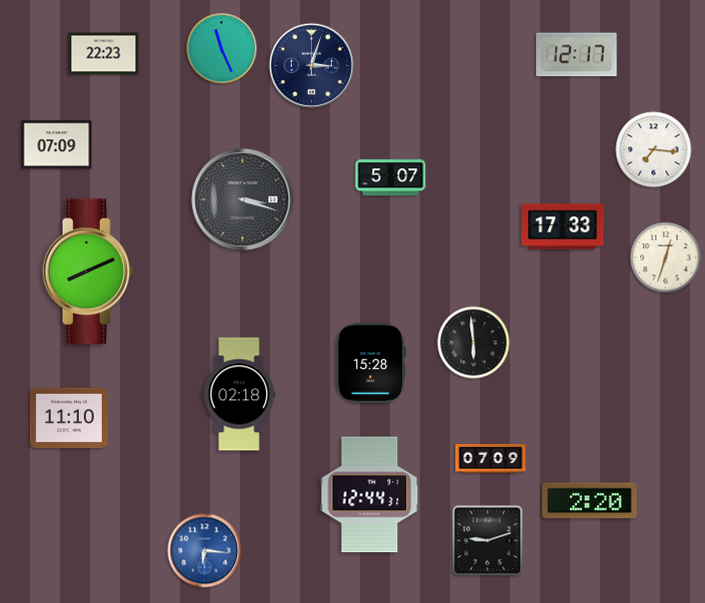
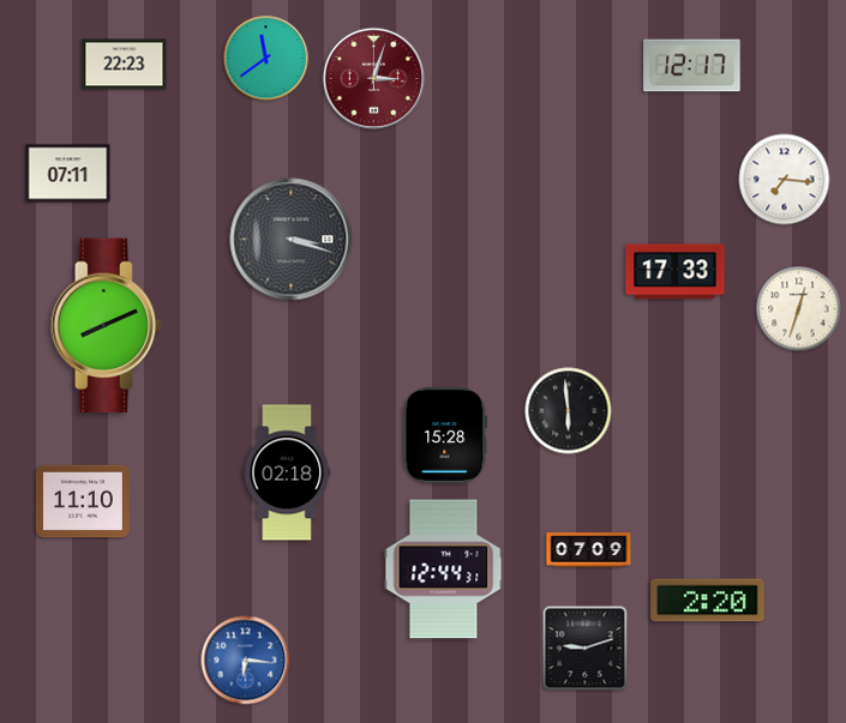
clock at (222, 49): 11:26 -> 11:39
clock at (312, 66) dial: navy -> burgundy
clock at (57, 145): 07:09 -> 07:11
clock at (391, 178): 5:07 -> none
clock at (370, 495) position: (370, 495) -> (444, 570)
